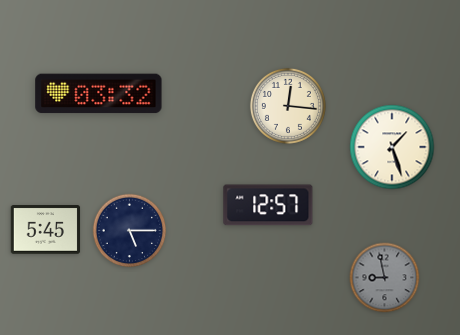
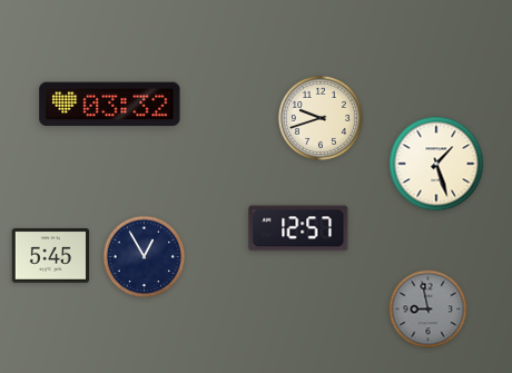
clock at (288, 106): 12:16 -> 9:42
clock at (130, 231): 5:15 -> 12:55
